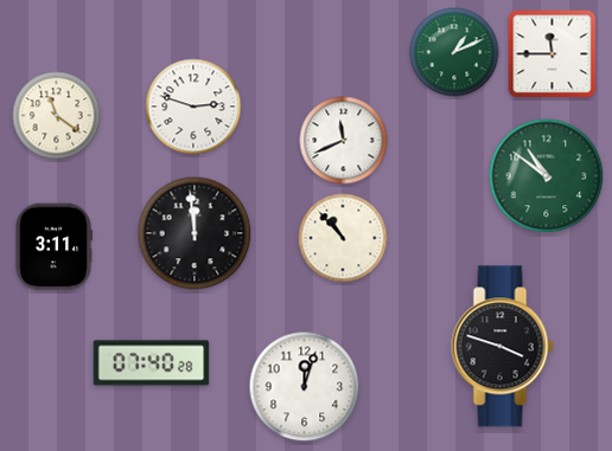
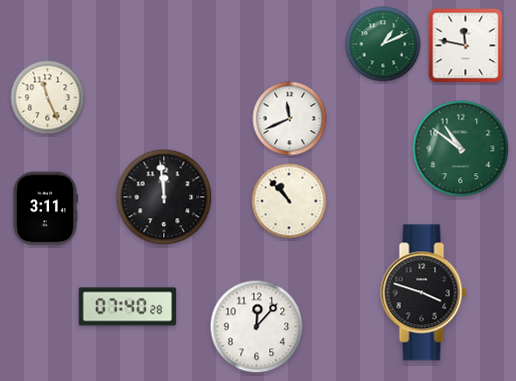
clock at (553, 54): 11:45 -> 11:47
clock at (193, 107): 2:48 -> none
clock at (57, 116): 11:21 -> 11:26
clock at (305, 387): 12:03 -> 12:07
